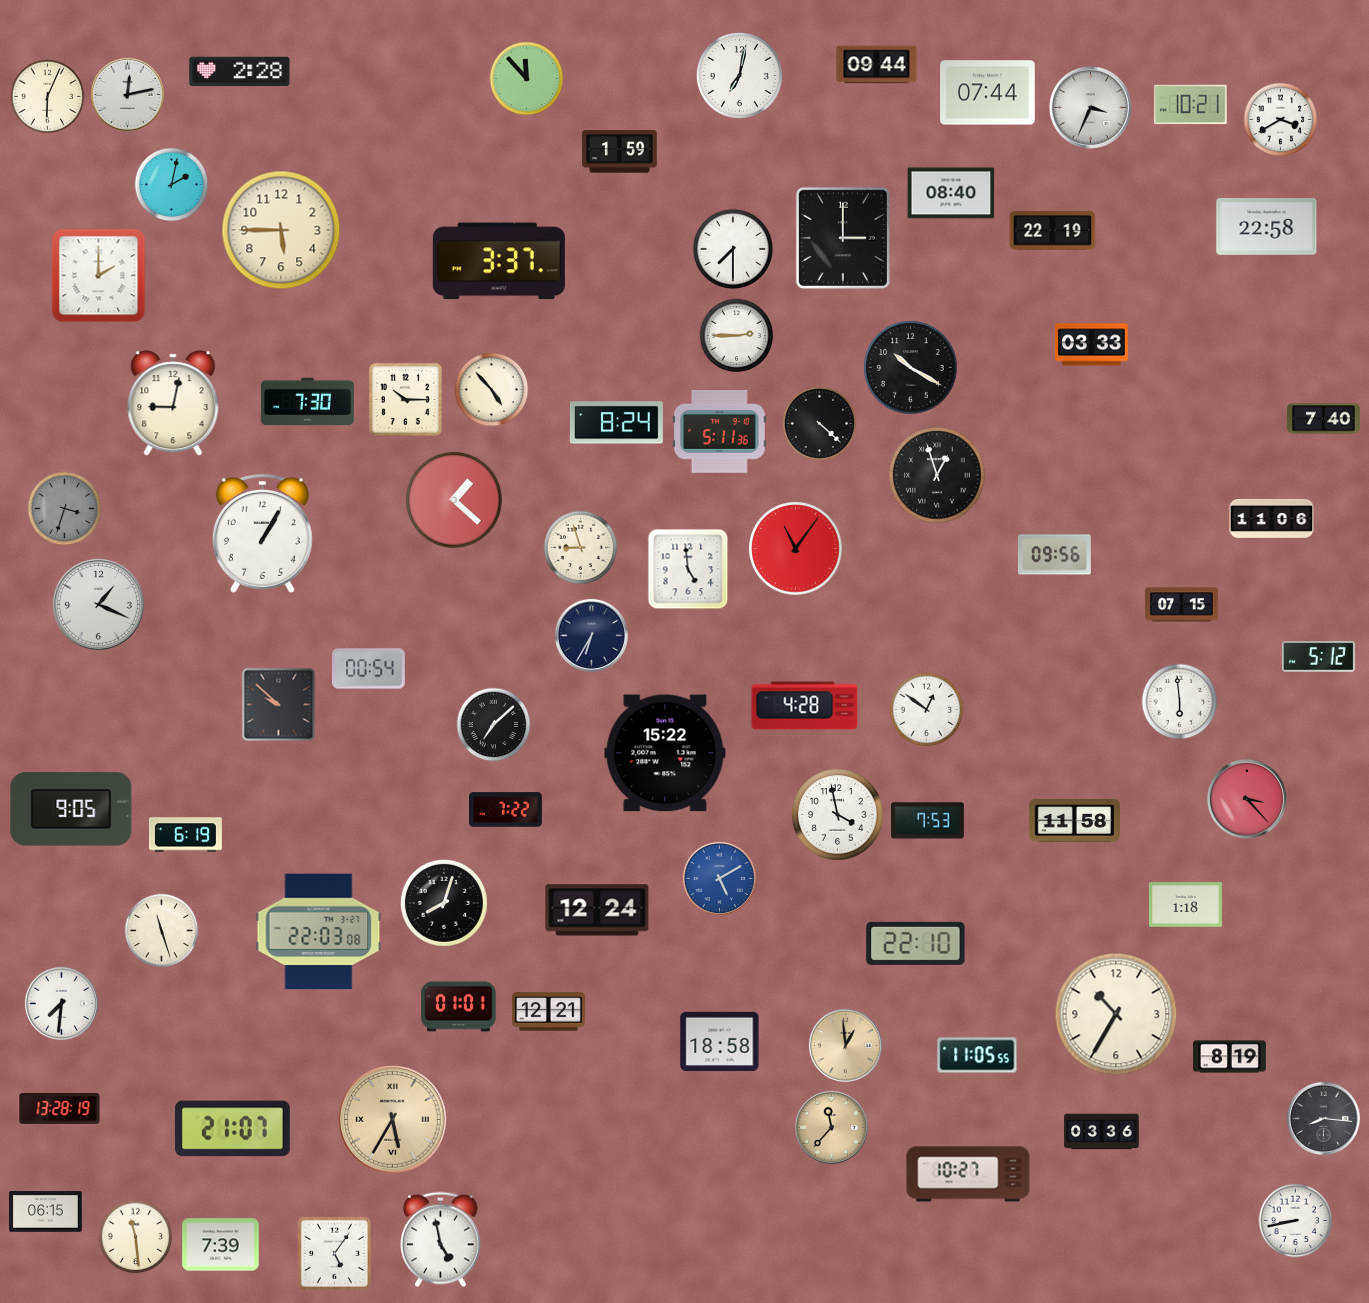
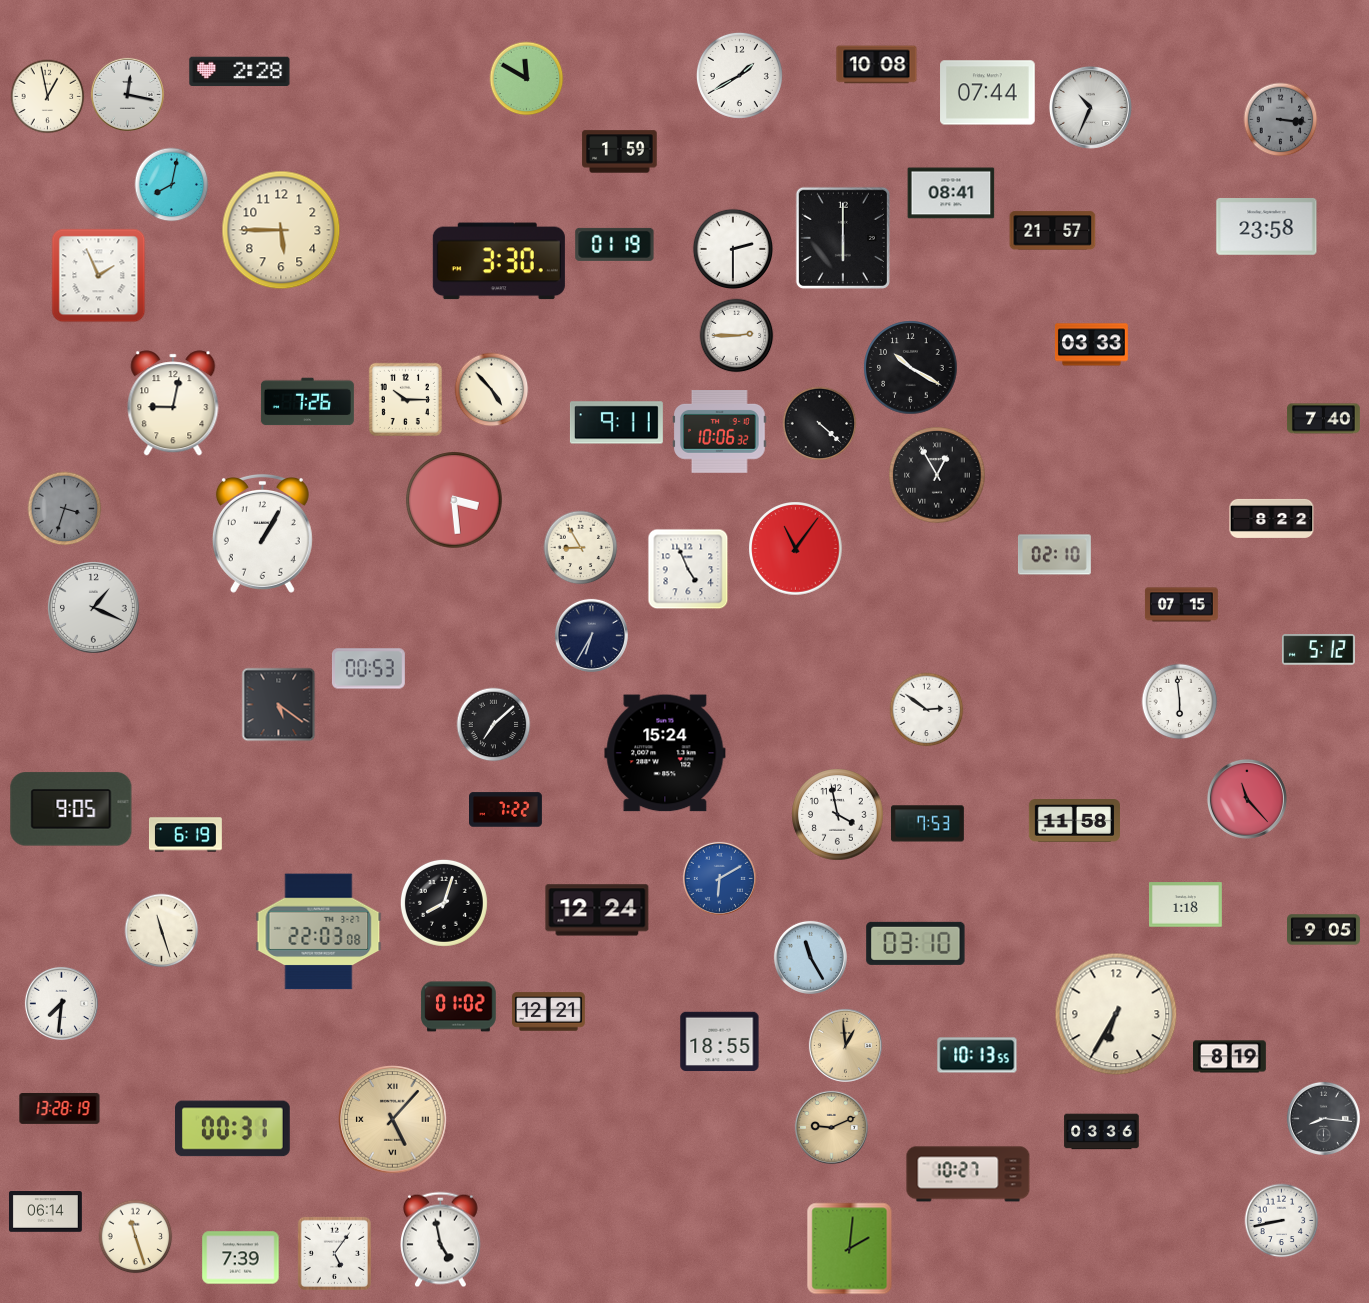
clock at (877, 65): 09:44 -> 10:08
clock at (739, 75): 7:02 -> 1:40
clock at (527, 79): 11:53 -> 11:50
clock at (127, 94): 12:13 -> 12:17
clock at (48, 97): 6:04 -> 12:58
clock at (1190, 105): 10:21 -> none
clock at (1090, 107): 3:34 -> 10:34
clock at (1281, 120): 3:40 -> 3:16
clock at (1281, 120) dial: white -> grey
clock at (172, 185): 2:02 -> 8:02
clock at (951, 193): 08:40 -> 08:41
clock at (1267, 227): 22:58 -> 23:58
clock at (1053, 231): 22:19 -> 21:57
clock at (843, 238): 3:00 -> 6:00
clock at (615, 244): none -> 01:19
clock at (732, 248): 7:30 -> 2:30
clock at (499, 261): 3:37 -> 3:30
clock at (99, 276): 2:00 -> 1:56
clock at (307, 402): 7:30 -> 7:26
clock at (616, 423): 8:24 -> 9:11
clock at (720, 432): 5:11 -> 10:06
clock at (937, 475): 12:57 -> 12:55
clock at (454, 500): 1:22 -> 3:29
clock at (1272, 518): 11:06 -> 8:22
clock at (581, 548): 8:57 -> 8:55
clock at (1054, 555): 09:56 -> 02:10
clock at (688, 569): 4:59 -> 4:56
clock at (99, 605) position: (99, 605) -> (94, 608)
clock at (1318, 657) position: (1318, 657) -> (1318, 650)
clock at (368, 669): 00:54 -> 00:53
clock at (279, 705): 9:52 -> 5:21
clock at (805, 706): 4:28 -> none
clock at (927, 710): 12:51 -> 2:51
clock at (665, 753): 15:22 -> 15:24
clock at (1247, 799): 3:23 -> 11:23
clock at (927, 821) position: (927, 821) -> (927, 824)
clock at (719, 878): 5:10 -> 6:10
clock at (1324, 930): none -> 9:05
clock at (916, 943): 22:10 -> 03:10
clock at (810, 957): none -> 11:25
clock at (459, 1007): 01:01 -> 01:02
clock at (1116, 1014): 10:35 -> 6:35
clock at (720, 1042): 18:58 -> 18:55
clock at (977, 1055): 11:05 -> 10:13
clock at (393, 1120): 5:35 -> 5:07
clock at (831, 1127): 11:37 -> 9:11
clock at (233, 1129): 21:07 -> 00:31
clock at (45, 1212): 06:15 -> 06:14
clock at (1296, 1221) position: (1296, 1221) -> (1282, 1221)
clock at (136, 1237): 11:29 -> 11:27
clock at (221, 1245) position: (221, 1245) -> (241, 1258)
clock at (850, 1249): none -> 2:01
